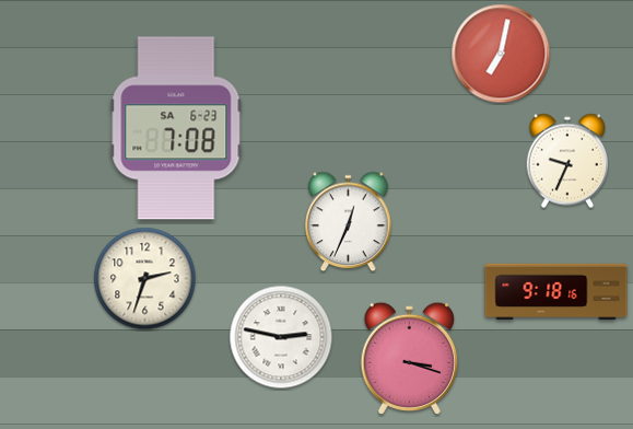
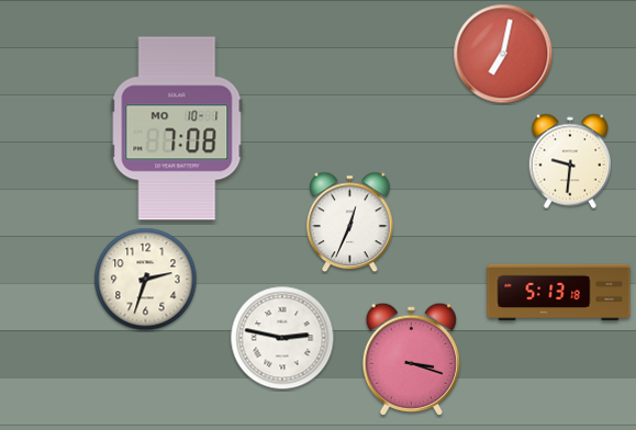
clock at (176, 128) date: SA 6-23 -> MO 10-1
clock at (566, 161): 9:34 -> 9:31
clock at (556, 292): 9:18 -> 5:13
